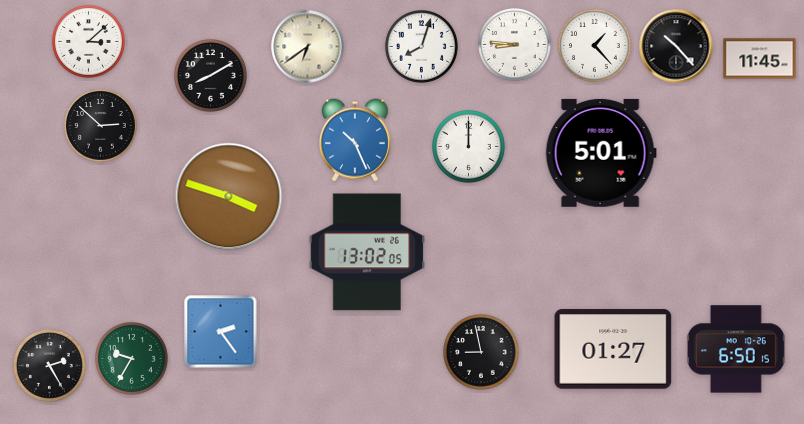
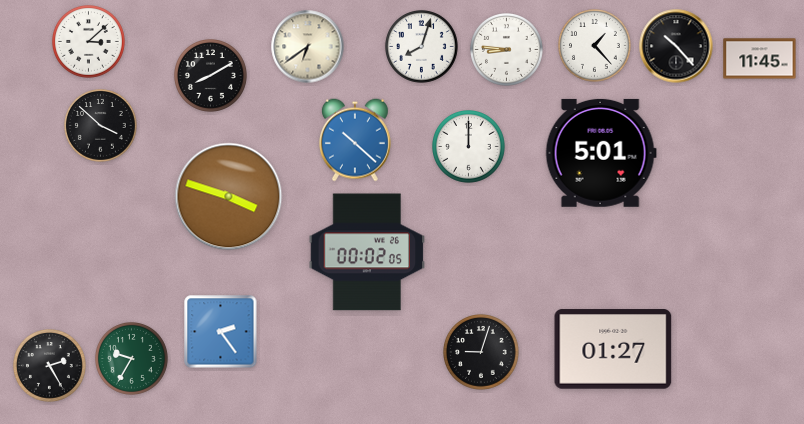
clock at (515, 45) position: (515, 45) -> (507, 50)
clock at (101, 126): 2:52 -> 3:52
clock at (355, 140): 10:26 -> 10:22
clock at (367, 252): 13:02 -> 00:02
clock at (736, 349): 6:50 -> none
clock at (481, 352): 8:58 -> 9:03
